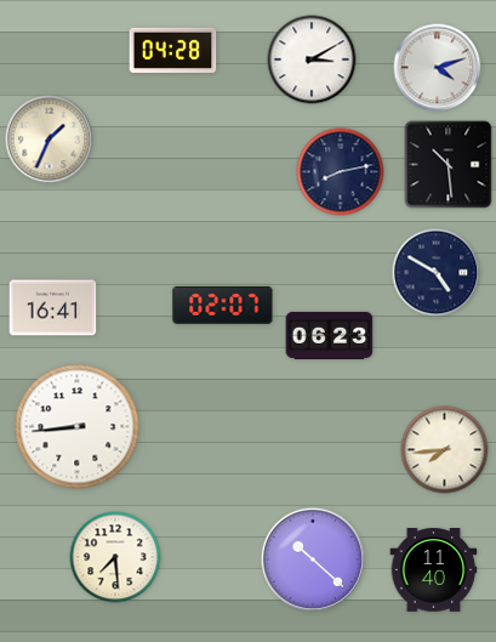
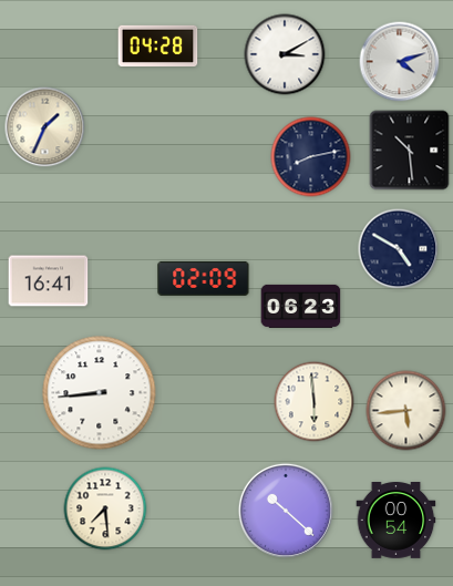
clock at (223, 305): 02:07 -> 02:09
clock at (78, 427) position: (78, 427) -> (100, 393)
clock at (315, 402): none -> 5:59
clock at (445, 450): 7:44 -> 5:44
clock at (434, 570): 11:40 -> 00:54
